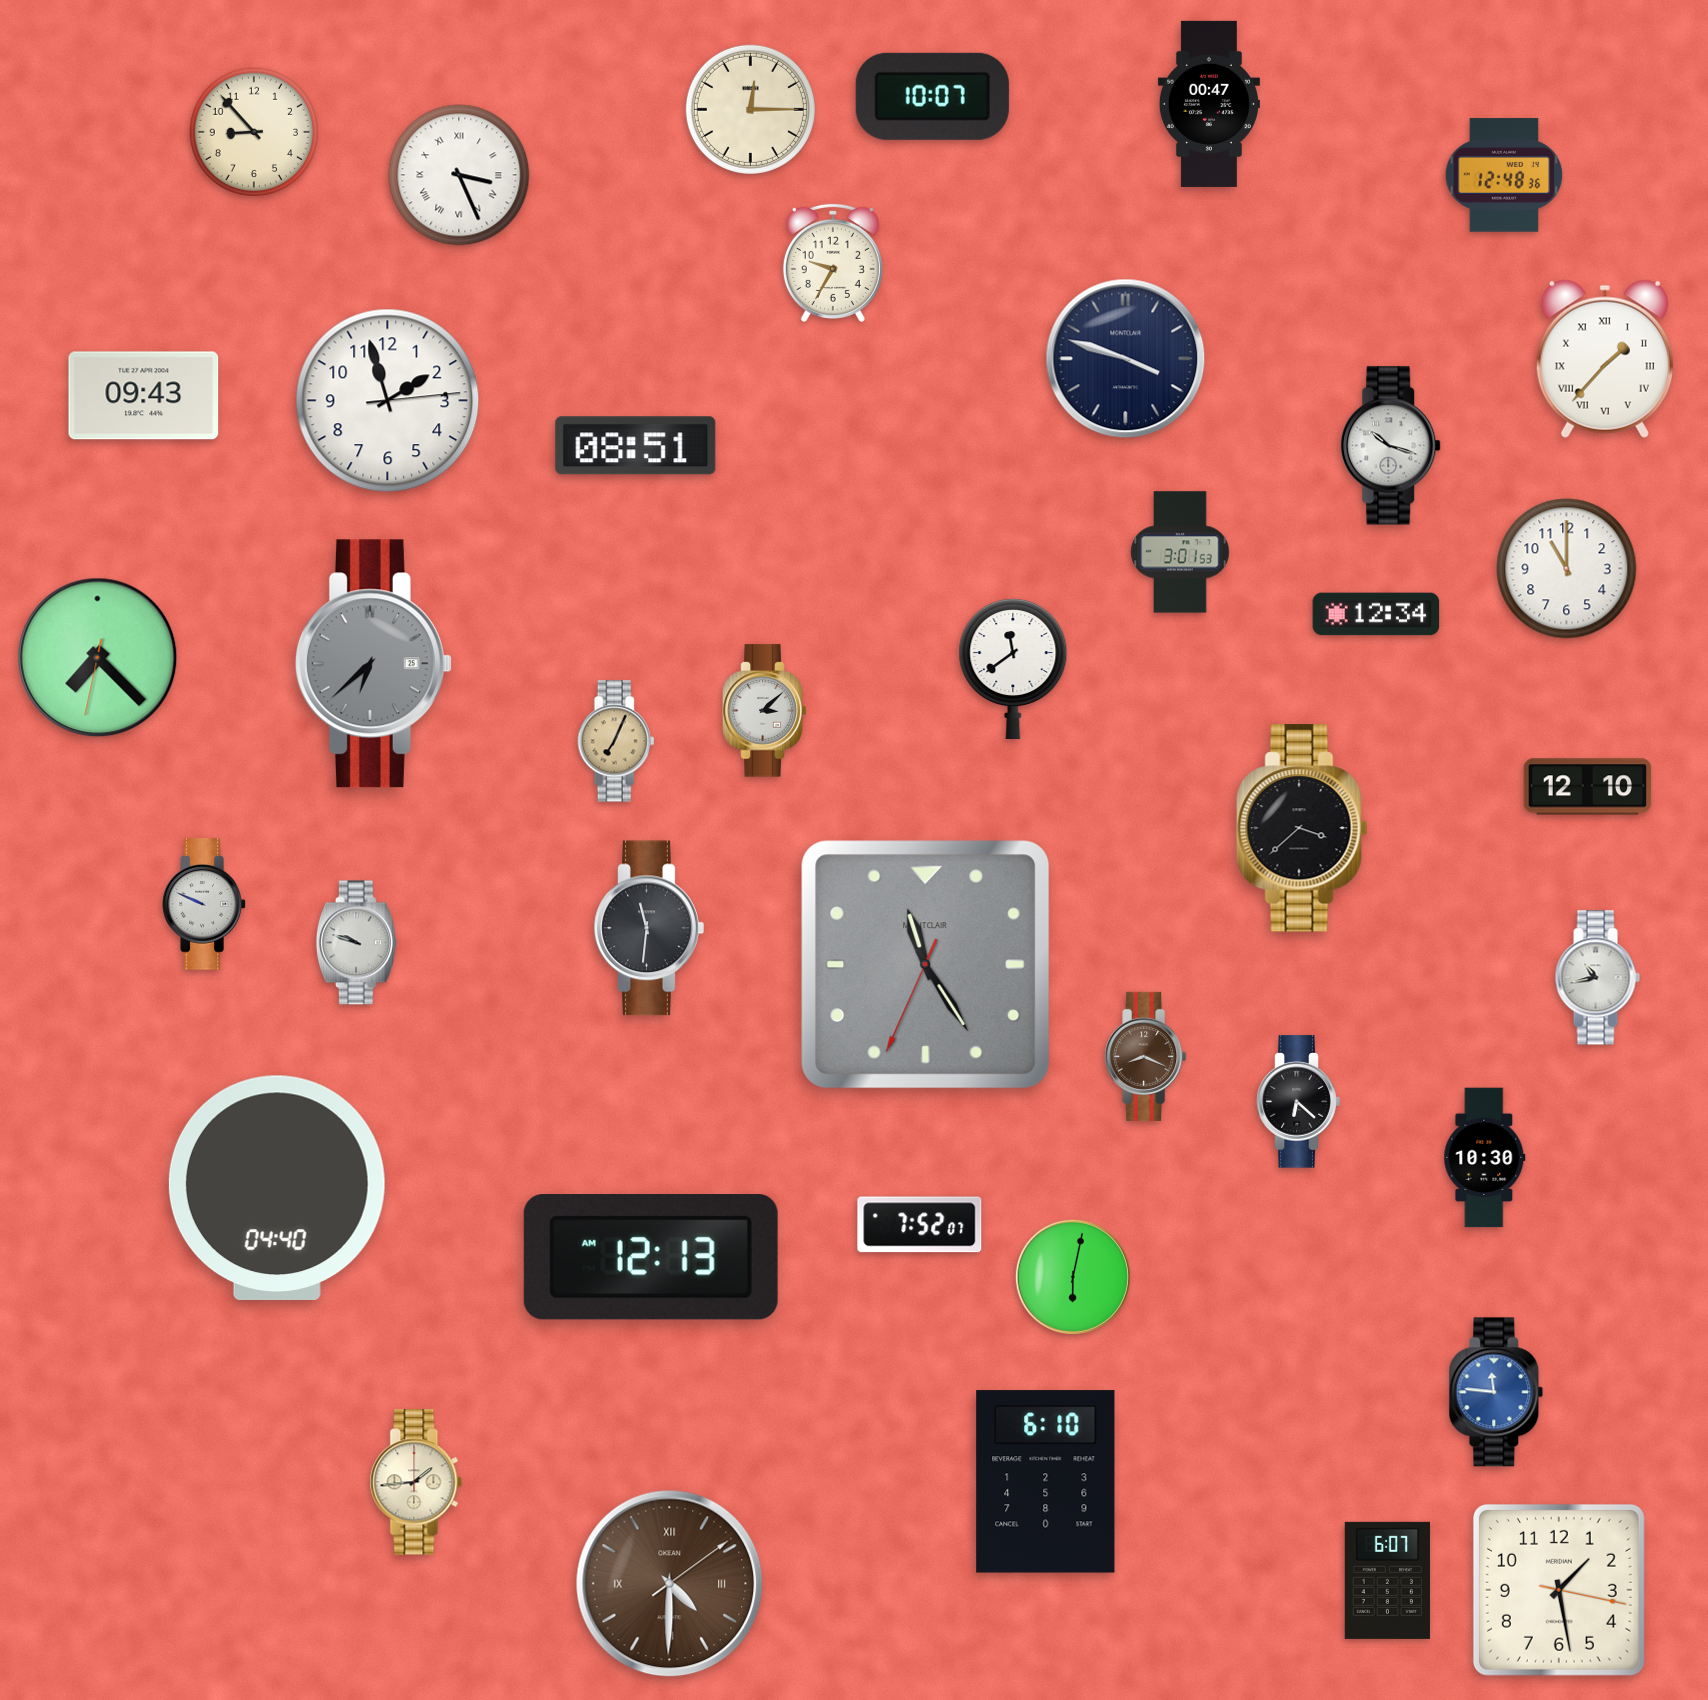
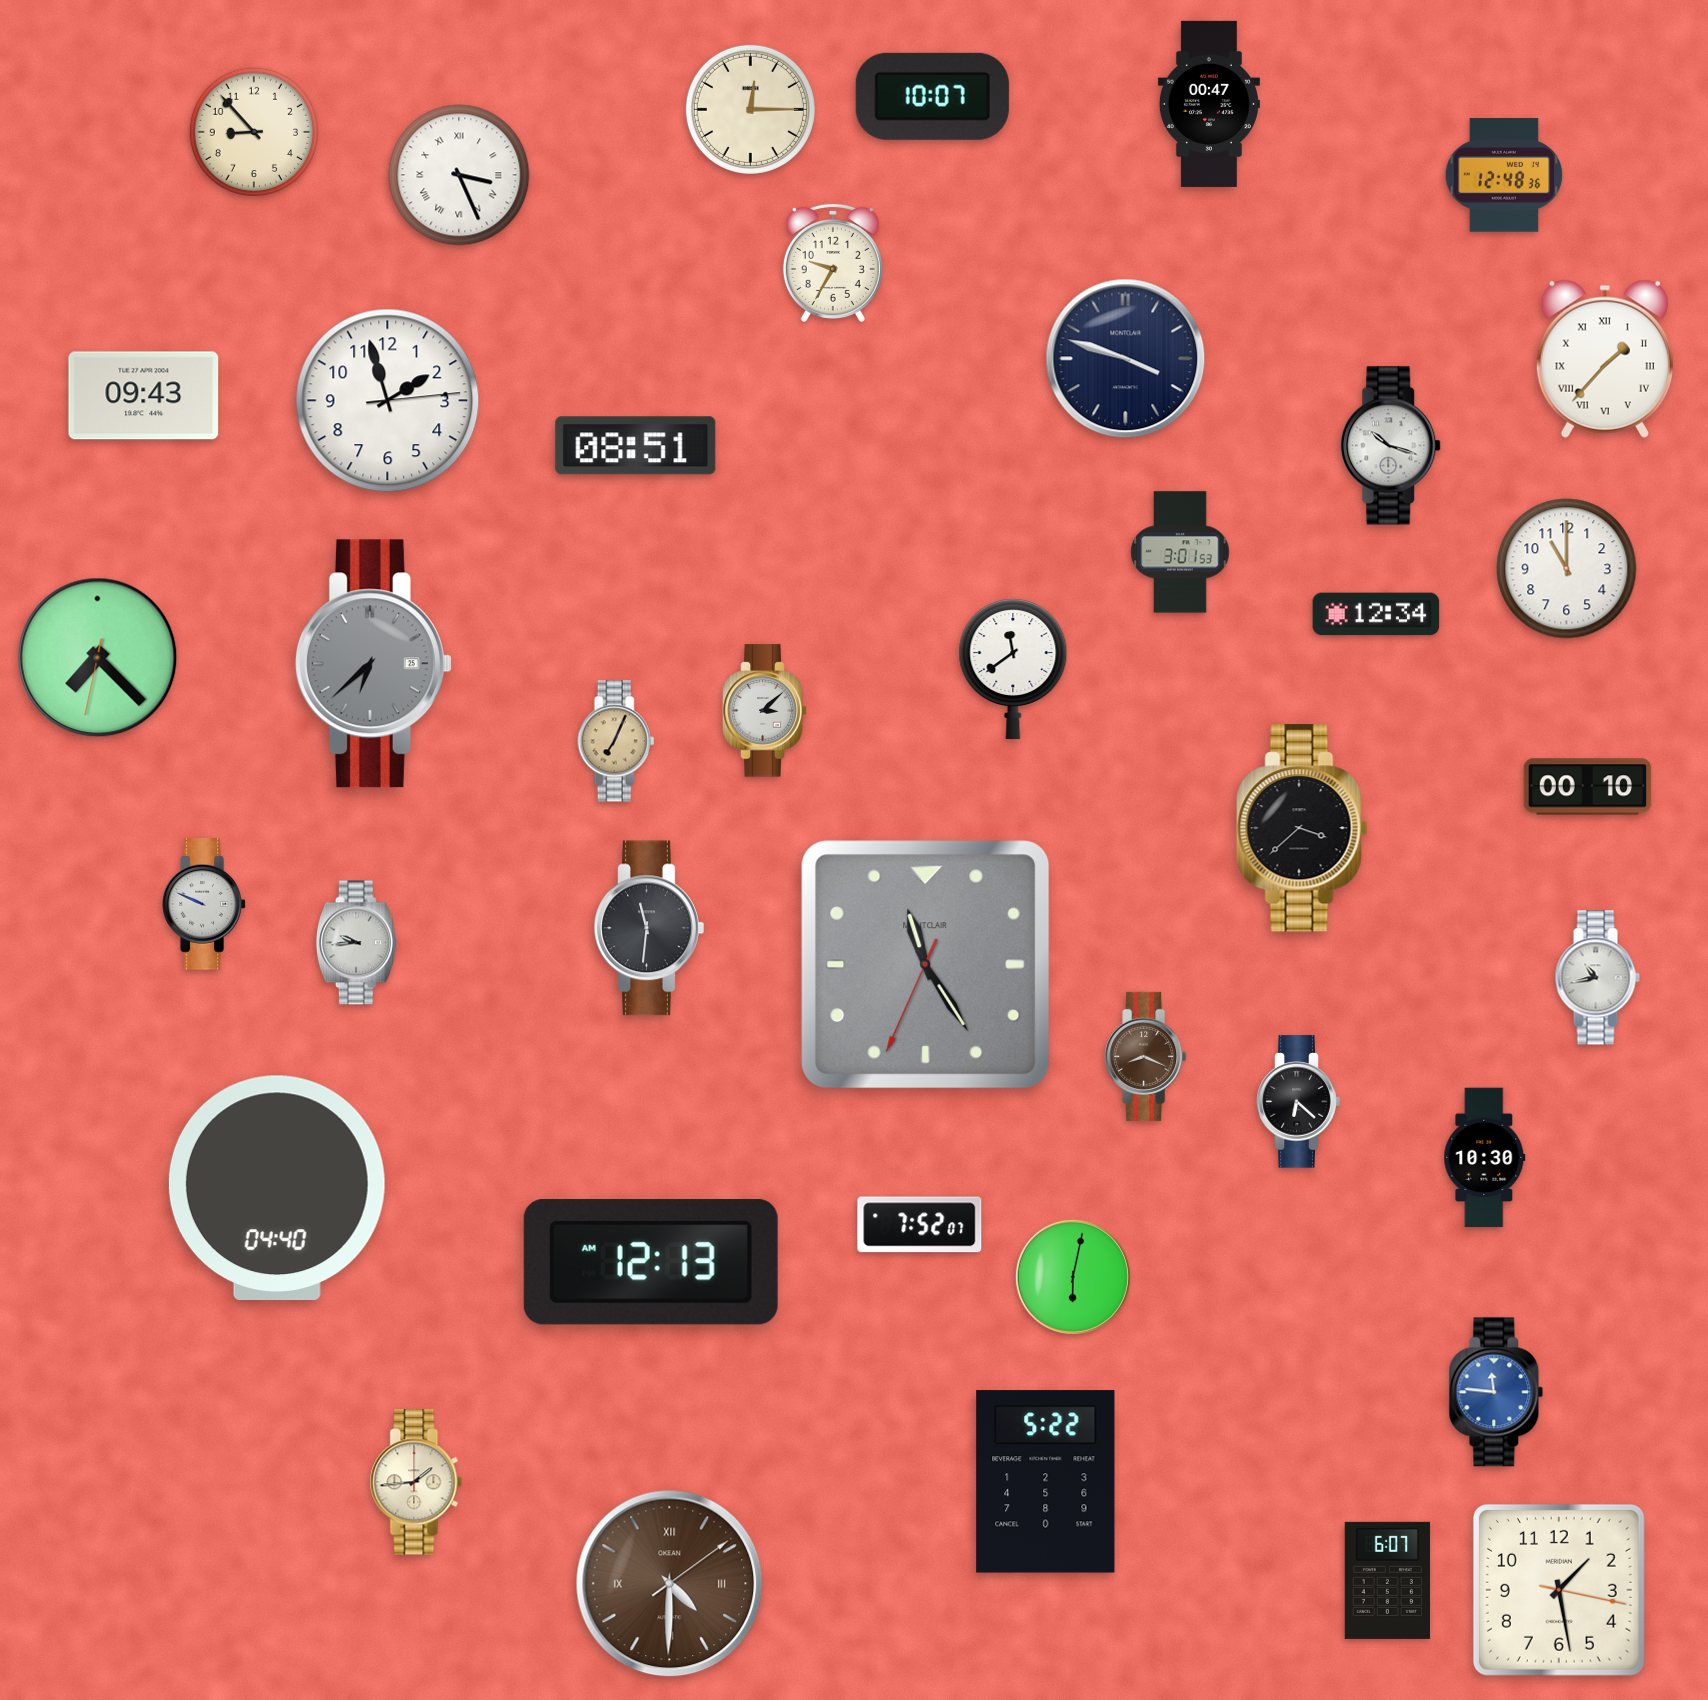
clock at (1588, 787): 12:10 -> 00:10
clock at (356, 943): 9:48 -> 9:44
clock at (651, 1257) position: (651, 1257) -> (651, 1262)
clock at (1046, 1482): 6:10 -> 5:22
